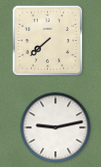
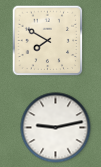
clock at (48, 41): 7:38 -> 7:50
